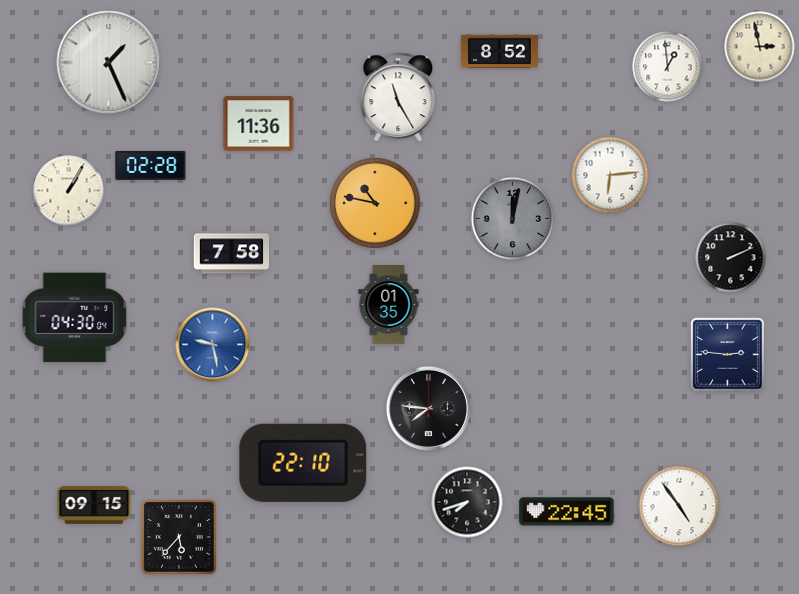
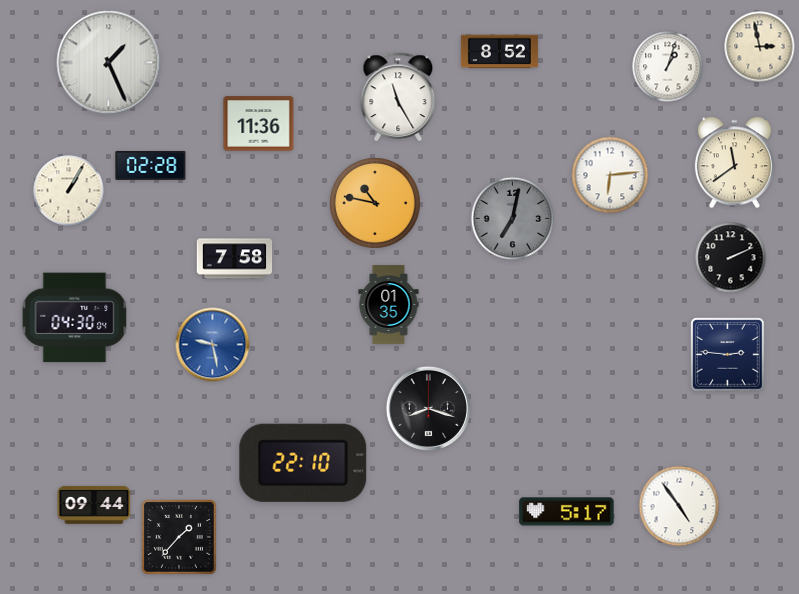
clock at (668, 67): 12:59 -> 1:03
clock at (734, 163): none -> 11:39
clock at (513, 219): 12:02 -> 7:02
clock at (232, 254) position: (232, 254) -> (235, 259)
clock at (428, 408): 7:46 -> 8:18
clock at (467, 502): 7:42 -> none
clock at (94, 505): 09:15 -> 09:44
clock at (567, 512): 22:45 -> 5:17
clock at (179, 537): 5:37 -> 1:37
